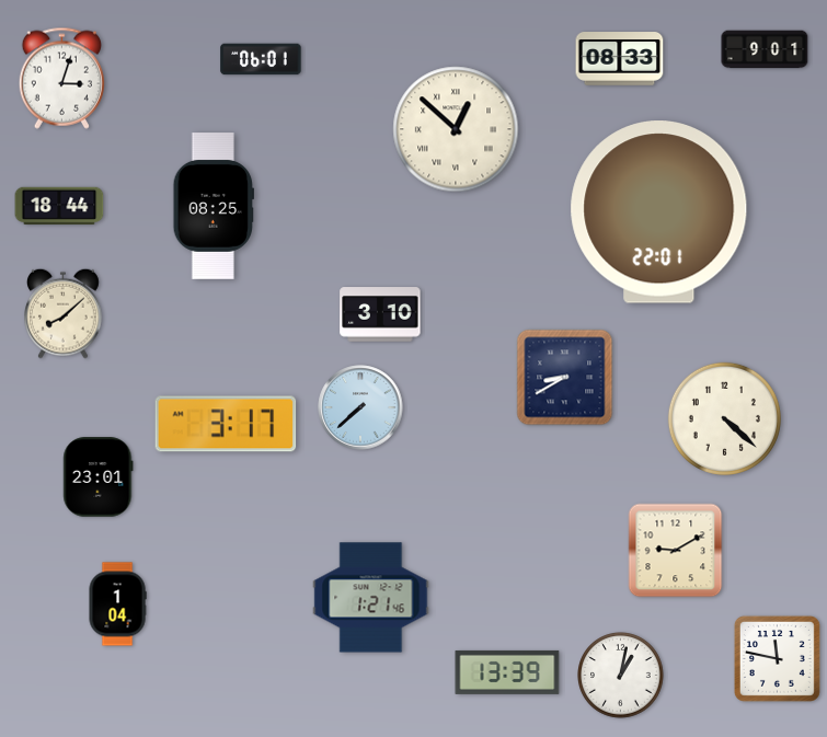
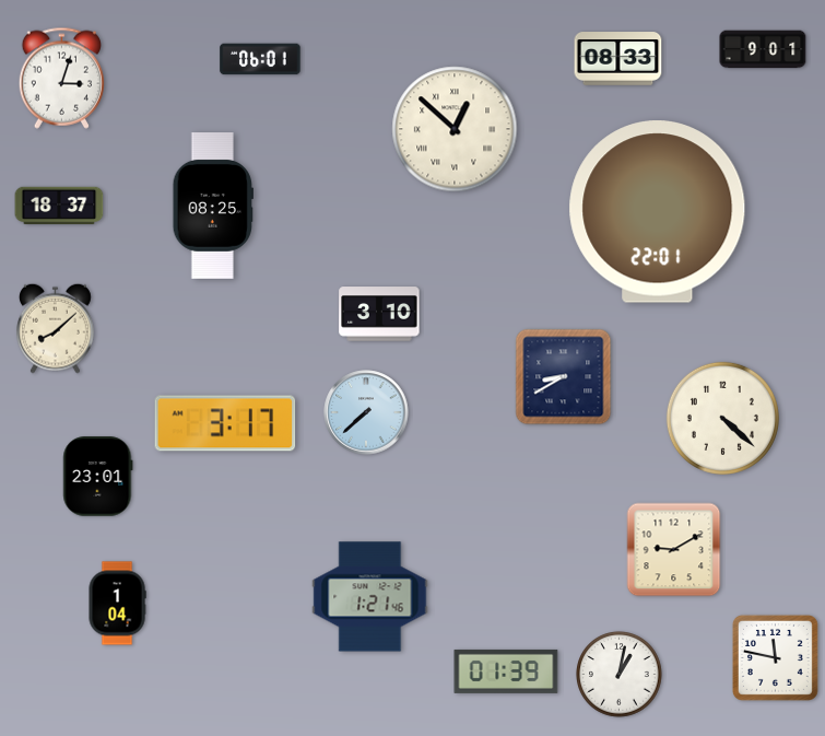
clock at (59, 206): 18:44 -> 18:37
clock at (64, 313) position: (64, 313) -> (56, 328)
clock at (360, 407) position: (360, 407) -> (366, 412)
clock at (507, 672): 13:39 -> 01:39
